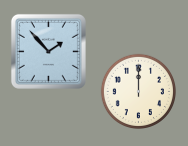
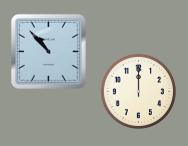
clock at (48, 51): 1:53 -> 10:53
